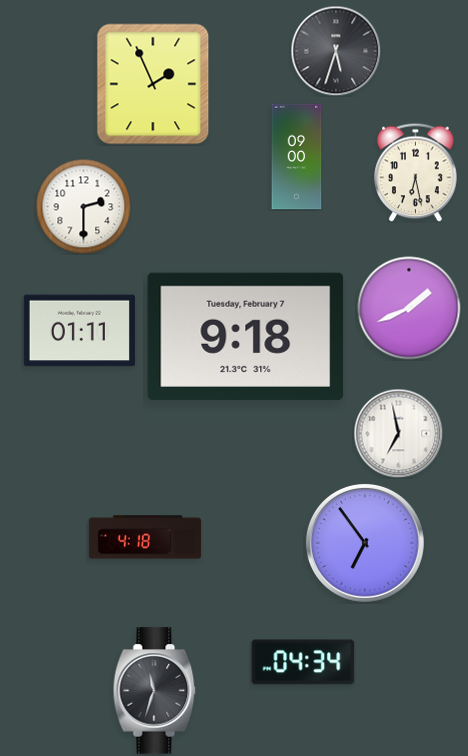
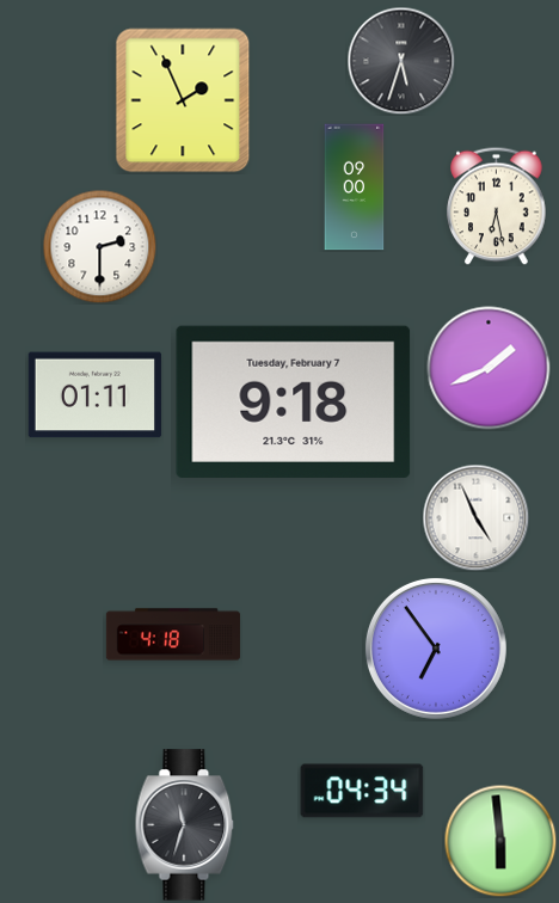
clock at (398, 433): 6:58 -> 4:56
clock at (145, 537) position: (145, 537) -> (173, 634)
clock at (500, 841): none -> 5:59
